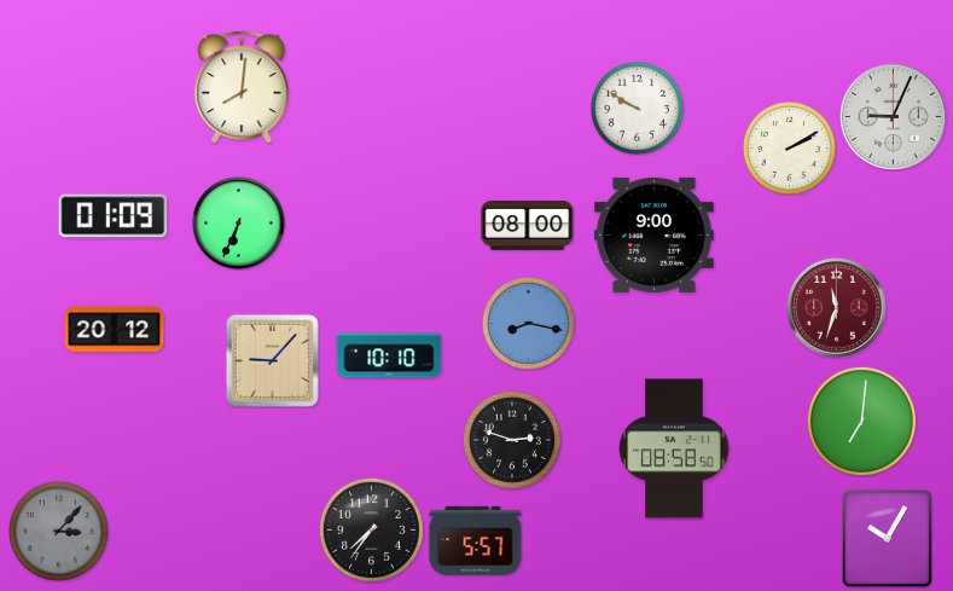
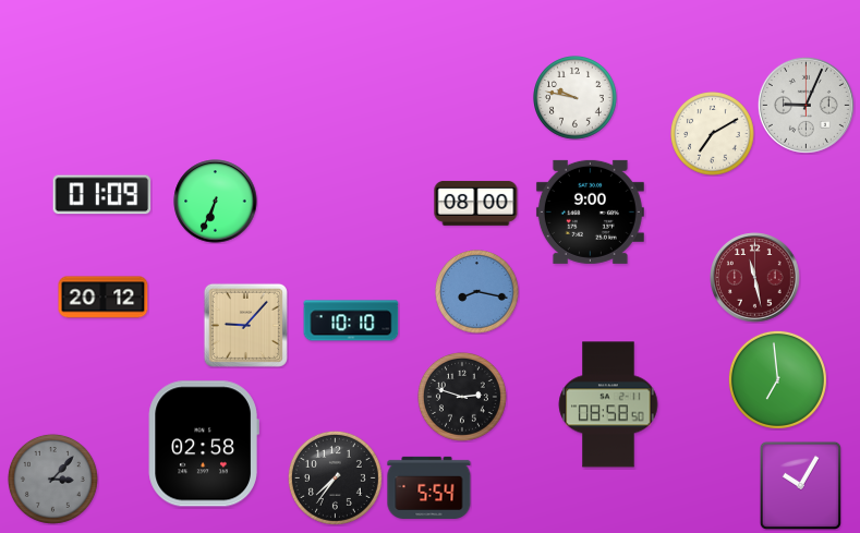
clock at (242, 87): 8:01 -> none
clock at (638, 109): 9:50 -> 9:47
clock at (790, 149): 2:10 -> 7:10
clock at (837, 308): 11:33 -> 11:28
clock at (861, 421): 7:01 -> 6:59
clock at (204, 444): none -> 02:58
clock at (476, 540): 5:57 -> 5:54
